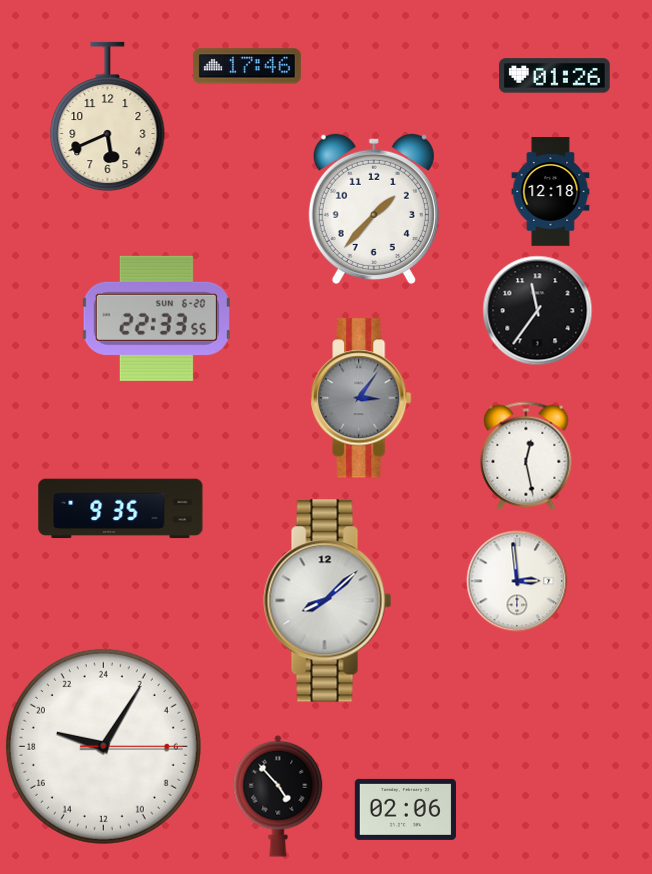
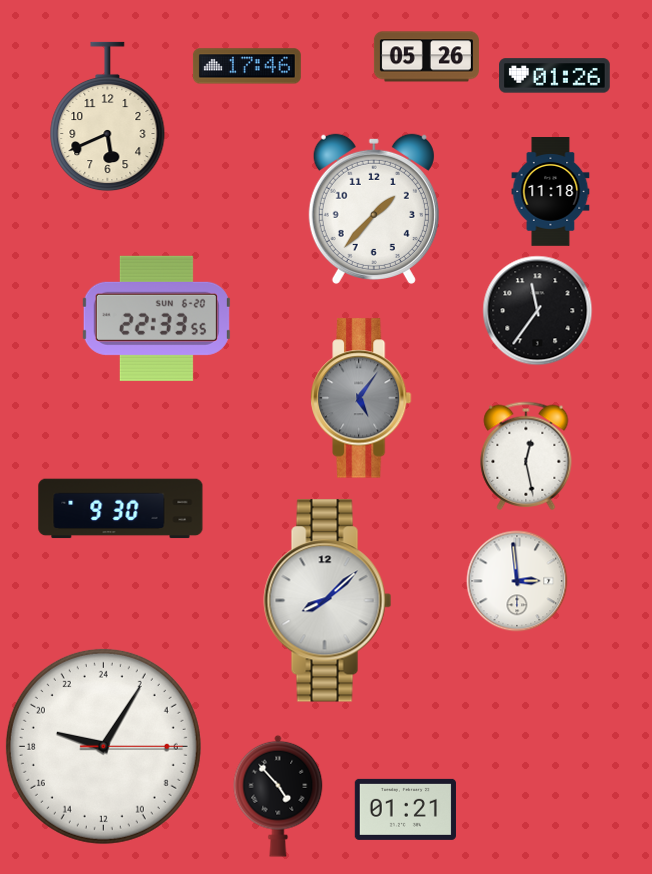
clock at (426, 57): none -> 05:26
clock at (551, 192): 12:18 -> 11:18
clock at (361, 398): 3:06 -> 5:06
clock at (121, 509): 9:35 -> 9:30
clock at (405, 809): 02:06 -> 01:21
